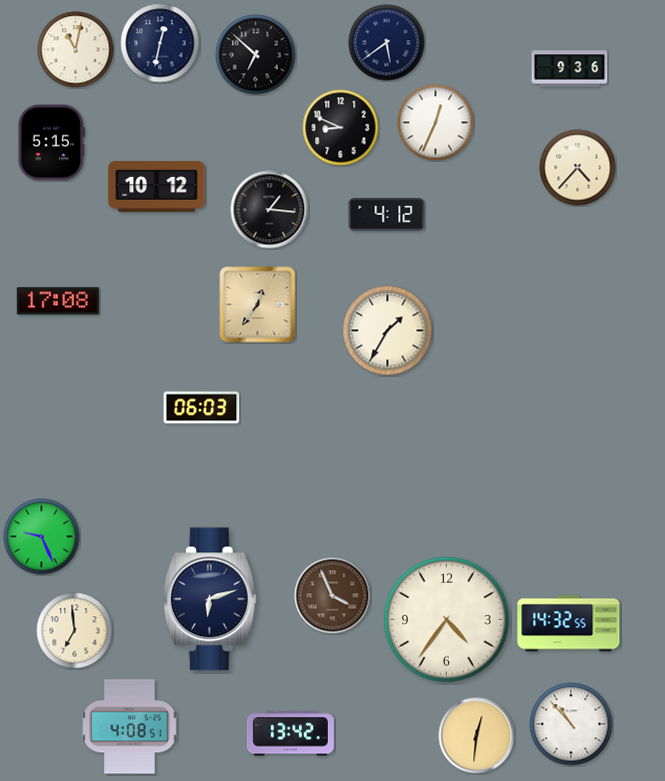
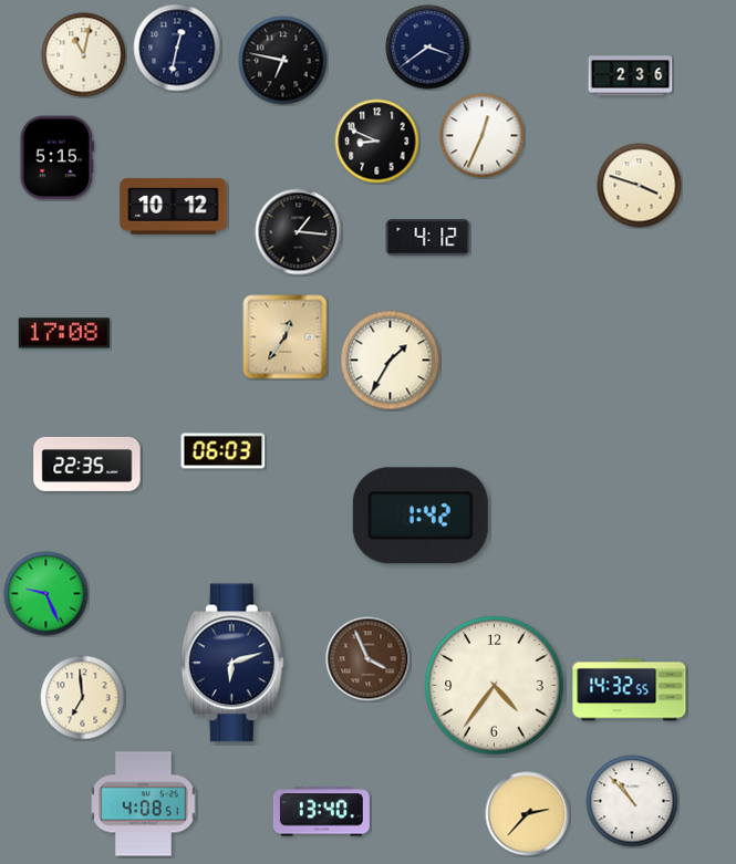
clock at (387, 43): 5:39 -> 3:39
clock at (256, 55): 6:52 -> 6:47
clock at (570, 69): 9:36 -> 2:36
clock at (578, 168): 4:37 -> 3:48
clock at (388, 331) position: (388, 331) -> (391, 361)
clock at (87, 464): none -> 22:35
clock at (421, 516): none -> 1:42
clock at (290, 734): 13:42 -> 13:40
clock at (477, 736): 12:31 -> 2:37
